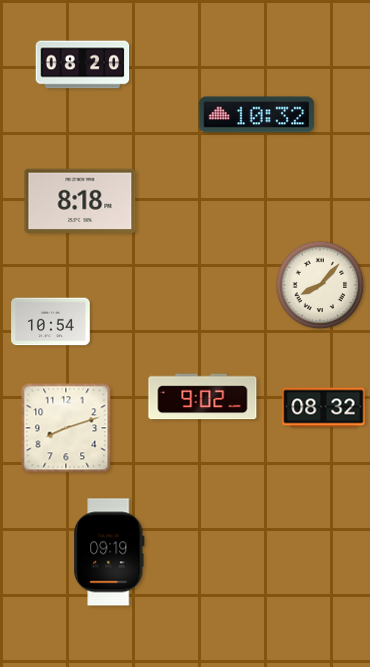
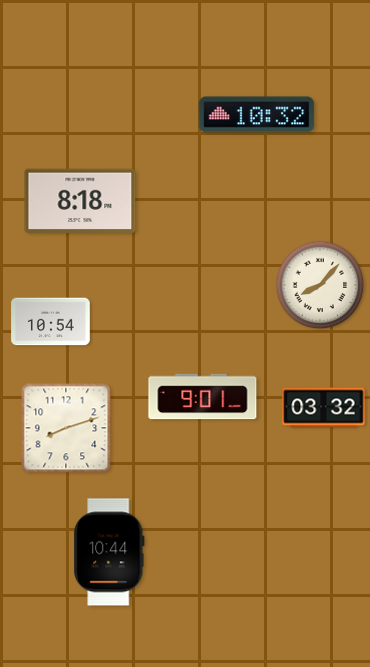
clock at (83, 65): 08:20 -> none
clock at (203, 397): 9:02 -> 9:01
clock at (324, 408): 08:32 -> 03:32
clock at (109, 552): 09:19 -> 10:44
